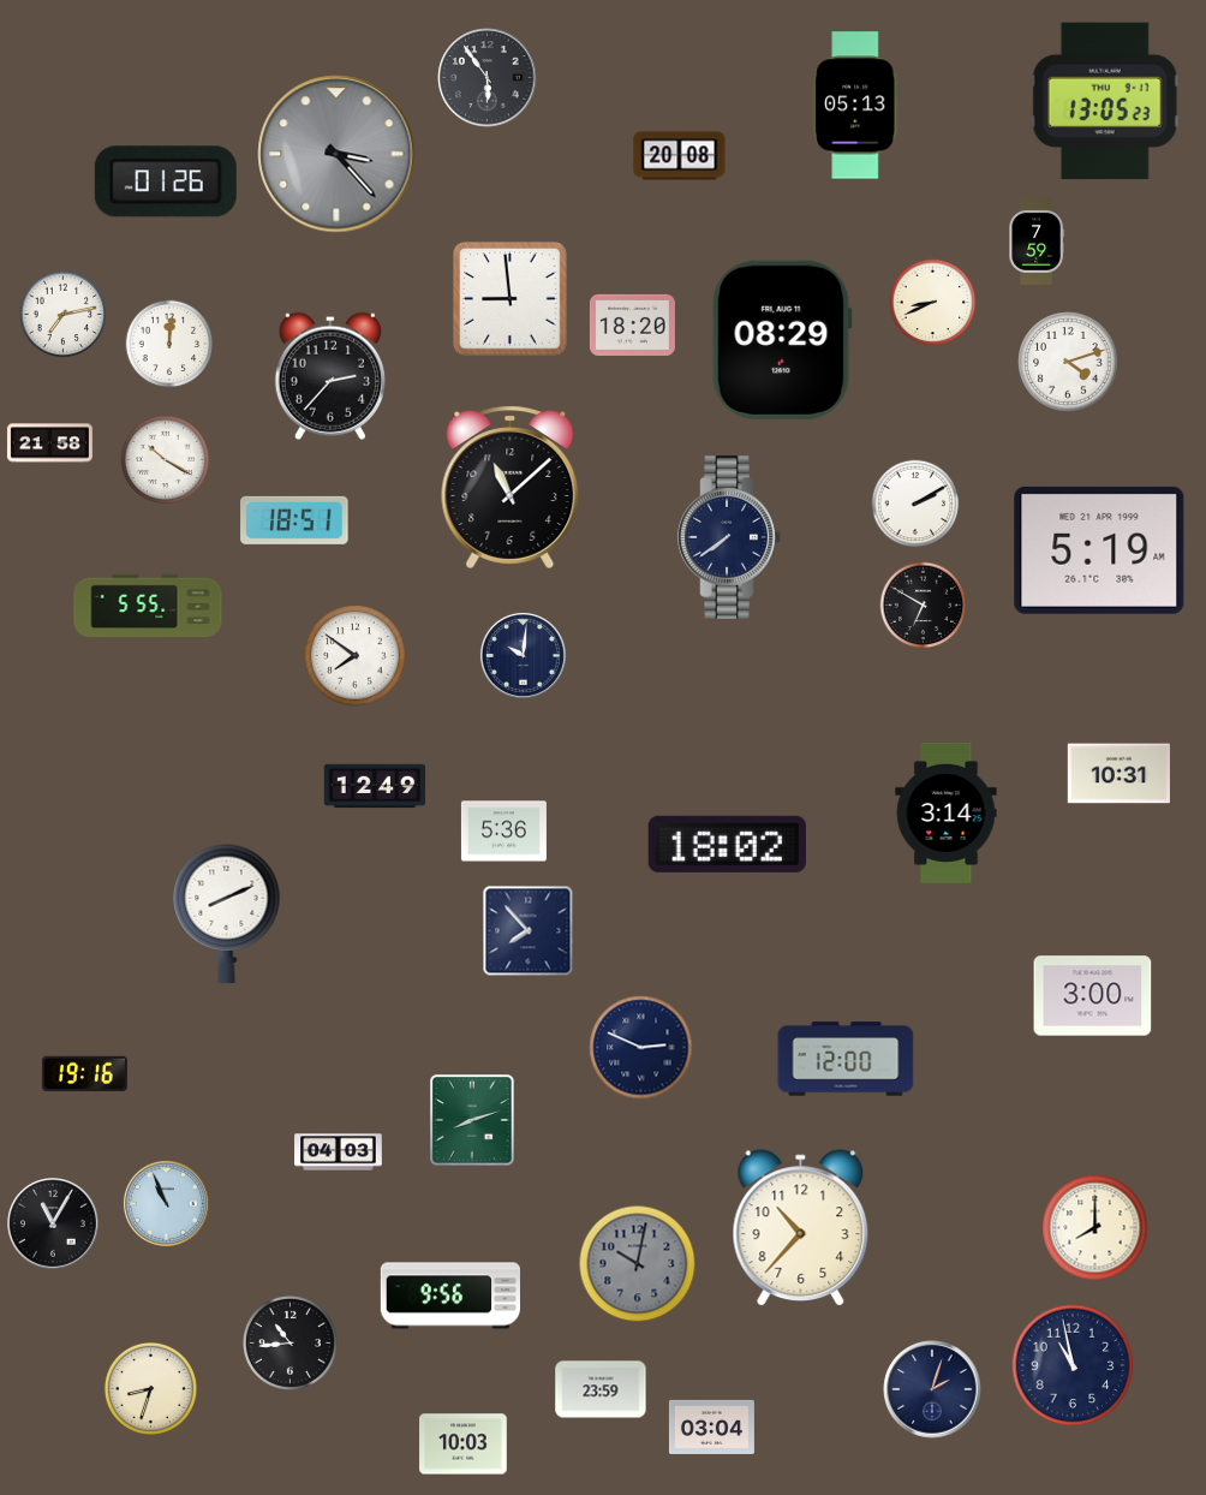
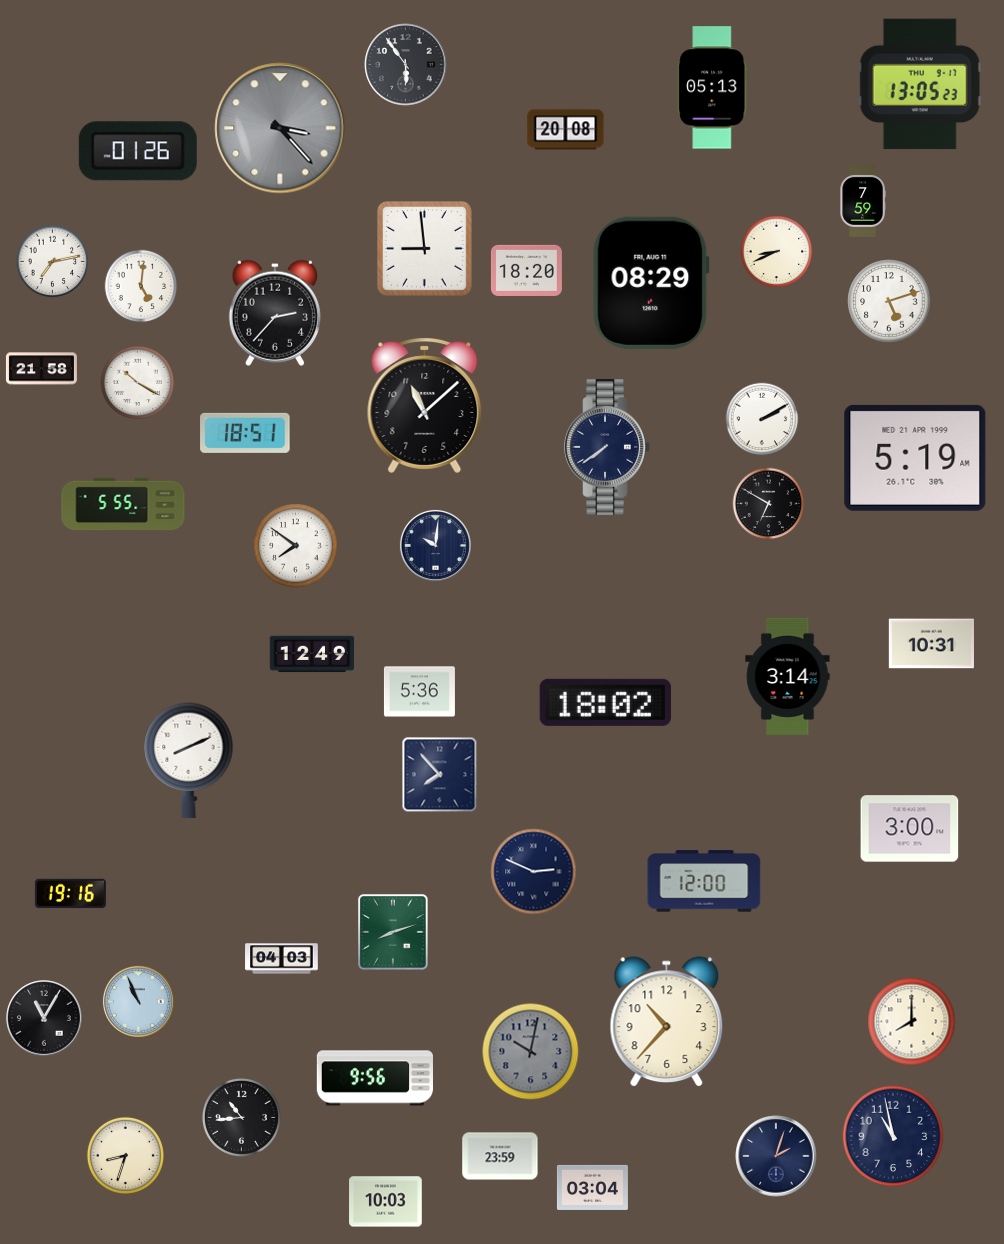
clock at (169, 344): 12:01 -> 5:01
clock at (1068, 362): 4:12 -> 5:12
